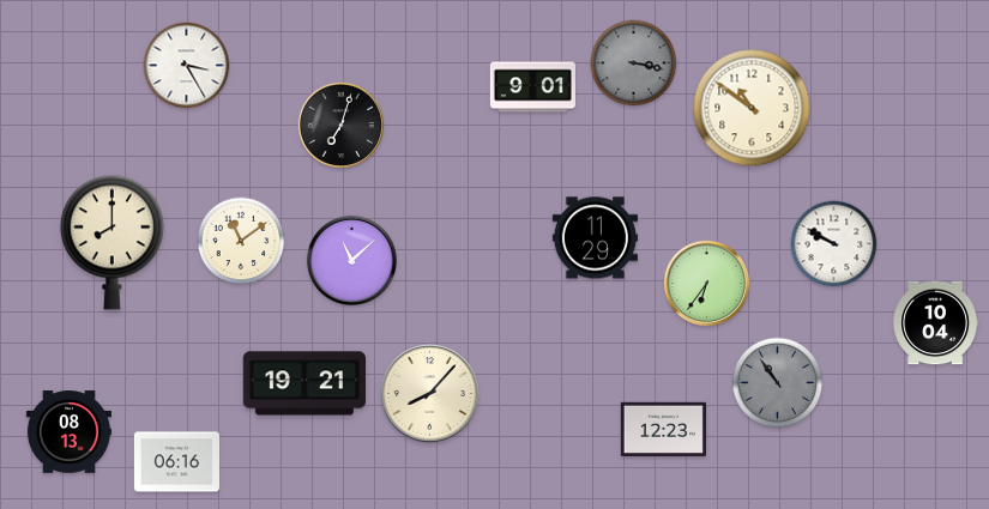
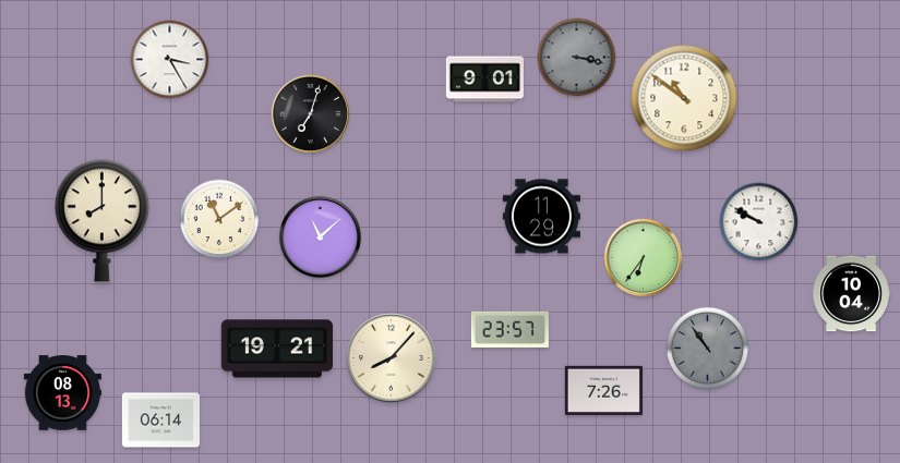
clock at (509, 329): none -> 23:57
clock at (663, 429): 12:23 -> 7:26
clock at (176, 462): 06:16 -> 06:14
